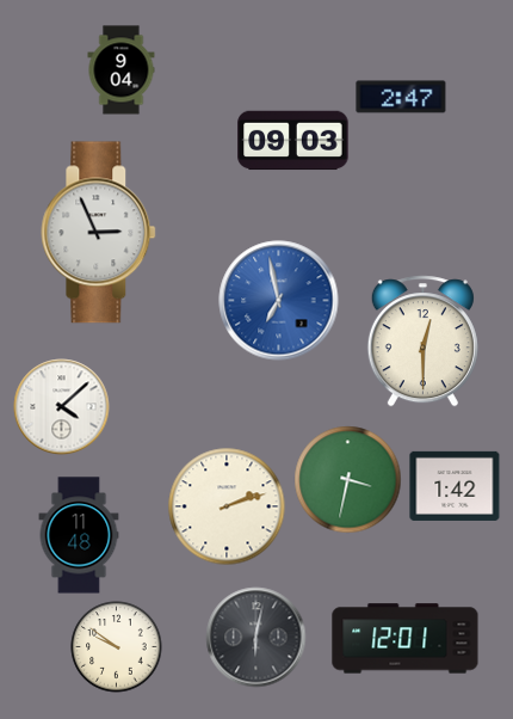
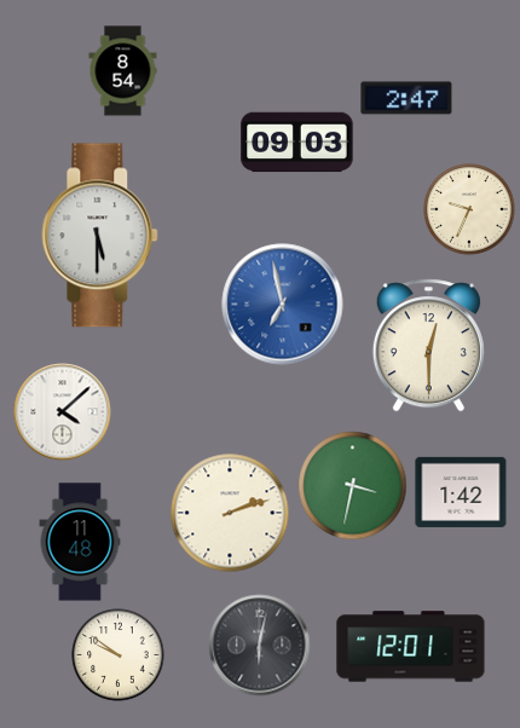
clock at (122, 70): 9:04 -> 8:54
clock at (469, 209): none -> 9:34
clock at (99, 233): 2:56 -> 5:30
